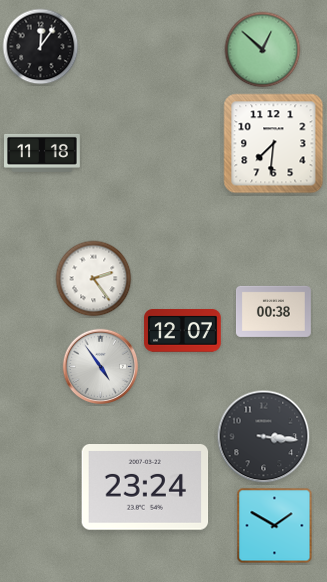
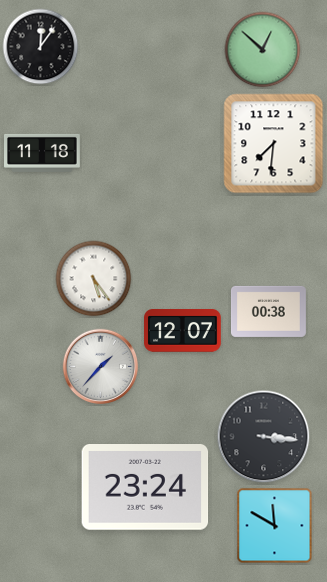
clock at (94, 279): 2:24 -> 5:24
clock at (273, 311) position: (273, 311) -> (268, 311)
clock at (101, 367): 4:54 -> 1:37
clock at (275, 526): 1:50 -> 11:50
